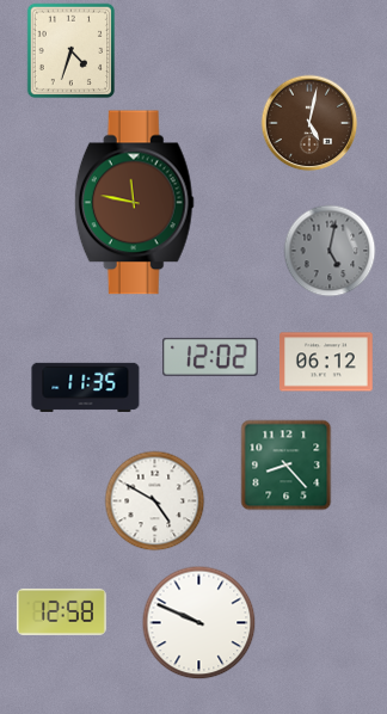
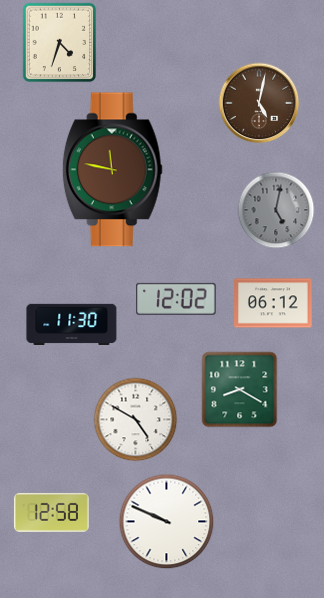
clock at (86, 387): 11:35 -> 11:30
clock at (287, 466): 8:23 -> 8:20
clock at (155, 501) position: (155, 501) -> (136, 420)
